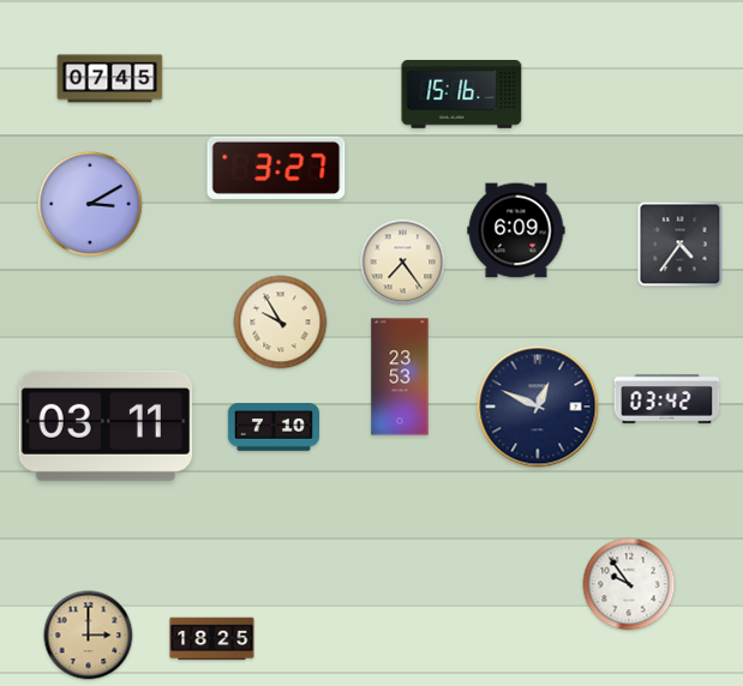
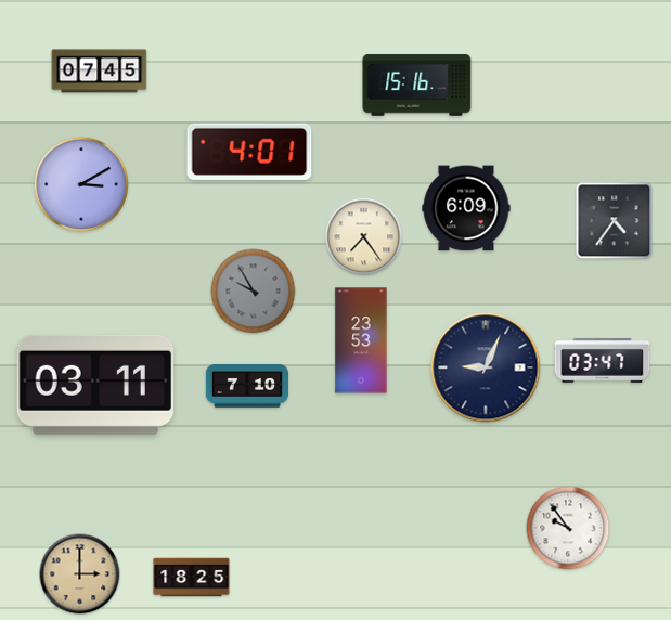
clock at (276, 168): 3:27 -> 4:01
clock at (281, 323) dial: cream -> grey
clock at (667, 399): 03:42 -> 03:47
clock at (538, 407): 12:49 -> 9:04
